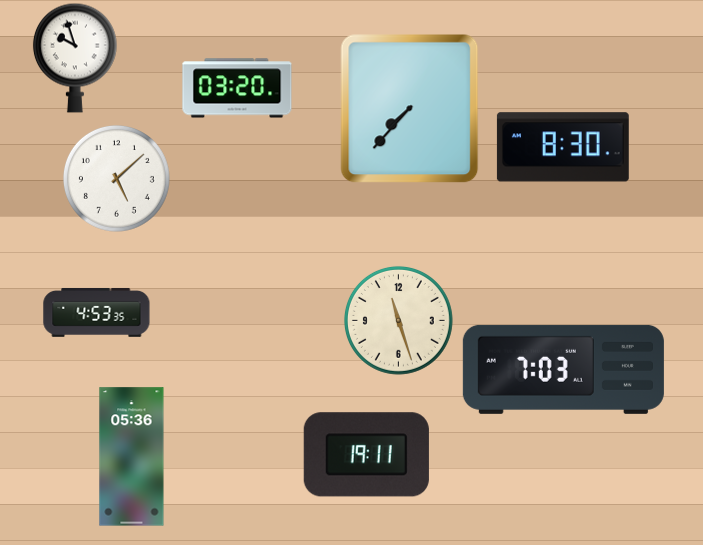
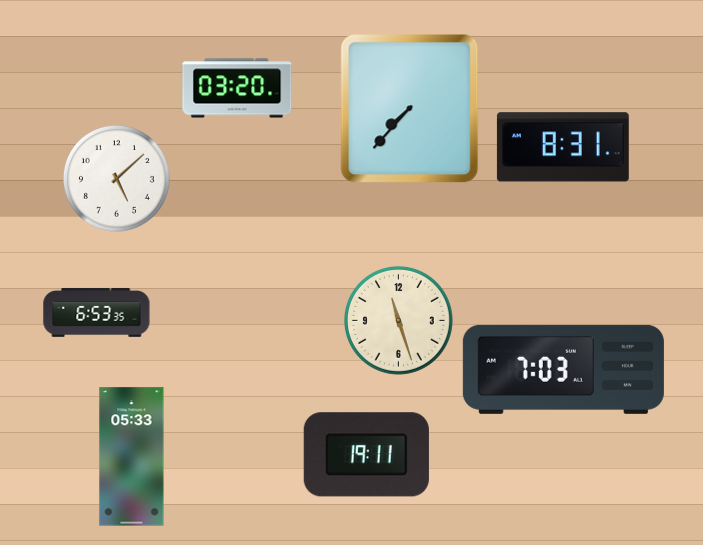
clock at (75, 58): 9:57 -> none
clock at (563, 147): 8:30 -> 8:31
clock at (97, 312): 4:53 -> 6:53
clock at (132, 457): 05:36 -> 05:33
